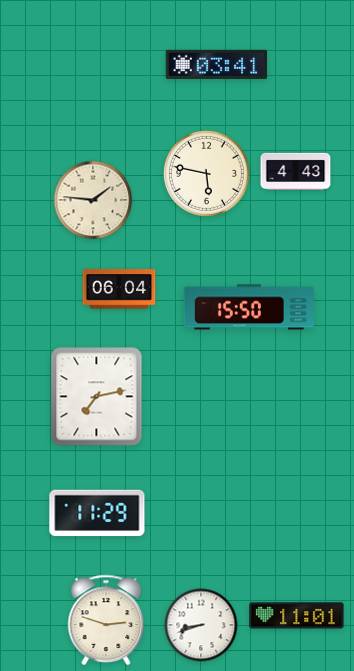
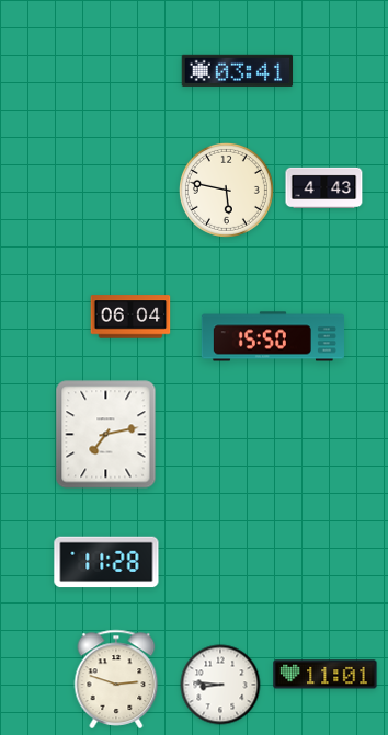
clock at (93, 200): 1:46 -> none
clock at (97, 513): 11:29 -> 11:28
clock at (201, 625): 8:42 -> 8:46
